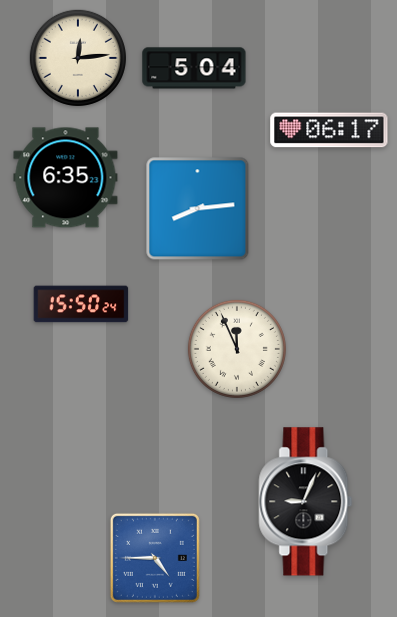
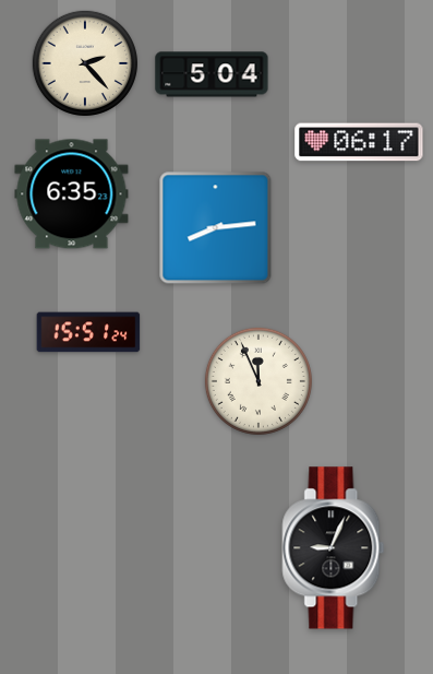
clock at (78, 58): 12:14 -> 2:23
clock at (81, 304): 15:50 -> 15:51
clock at (155, 558): 4:45 -> none
